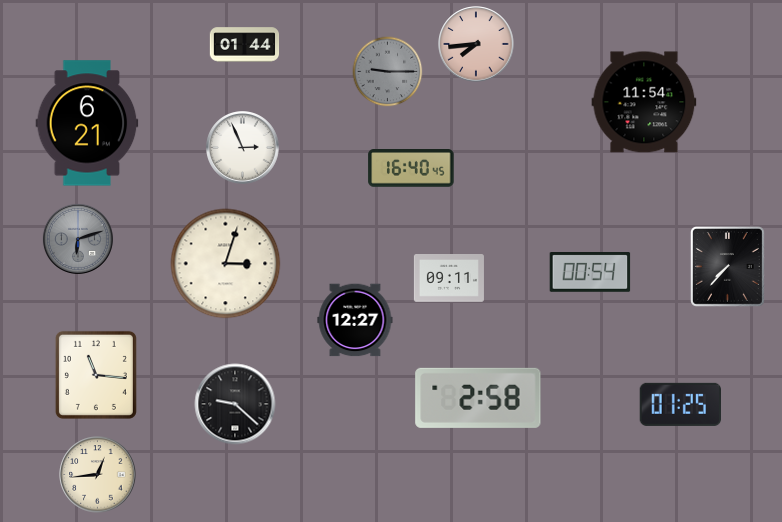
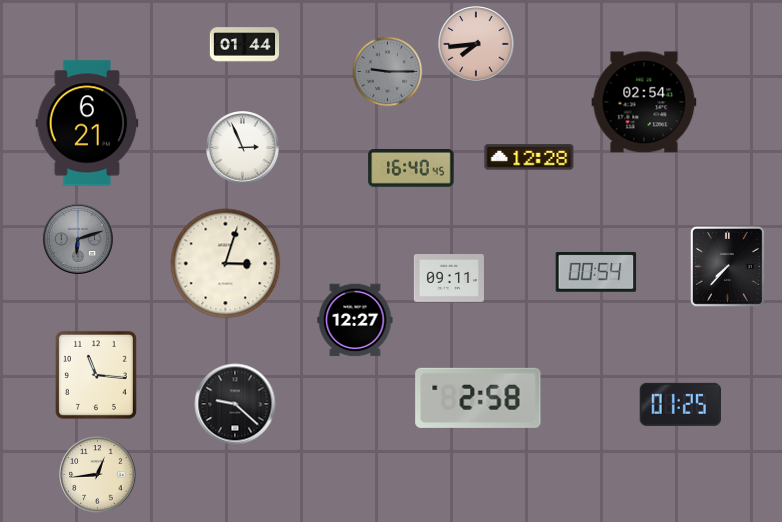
clock at (644, 102): 11:54 -> 02:54
clock at (529, 157): none -> 12:28
clock at (590, 273) position: (590, 273) -> (596, 273)
